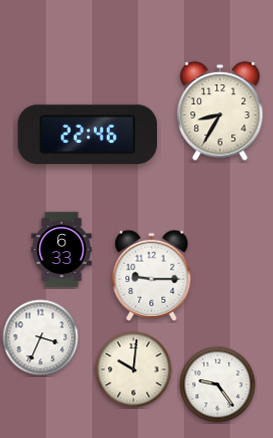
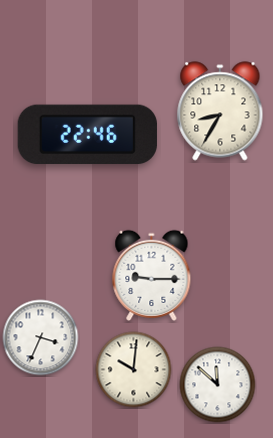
clock at (62, 250): 6:33 -> none
clock at (218, 385): 9:24 -> 11:52
